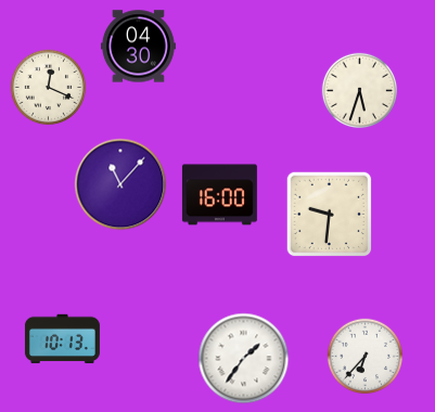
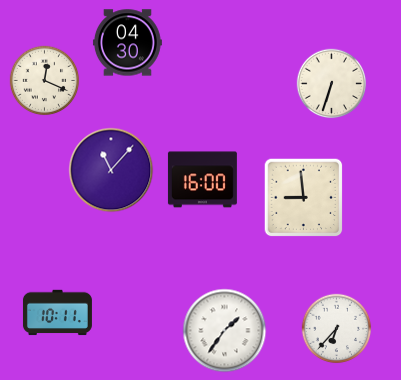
clock at (360, 91): 5:33 -> 6:33
clock at (330, 215): 9:31 -> 8:59
clock at (62, 339): 10:13 -> 10:11
